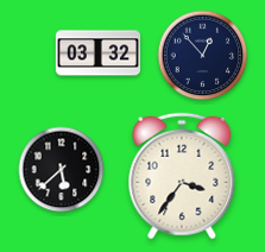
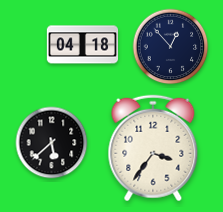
clock at (99, 53): 03:32 -> 04:18
